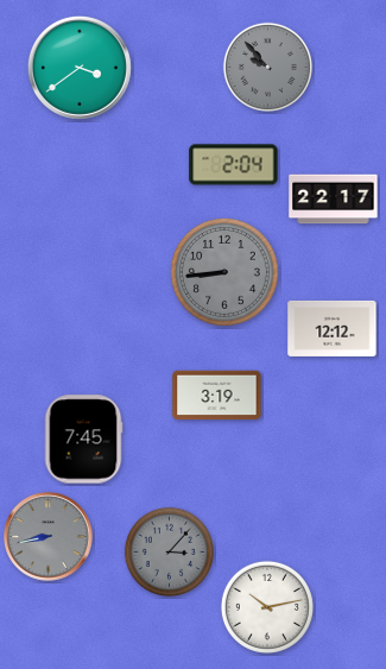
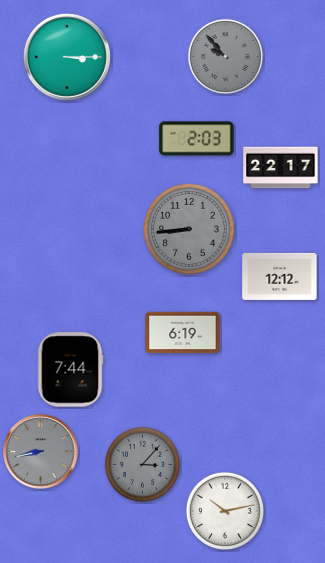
clock at (80, 68): 3:39 -> 3:15
clock at (234, 165): 2:04 -> 2:03
clock at (217, 396): 3:19 -> 6:19
clock at (83, 440): 7:45 -> 7:44
